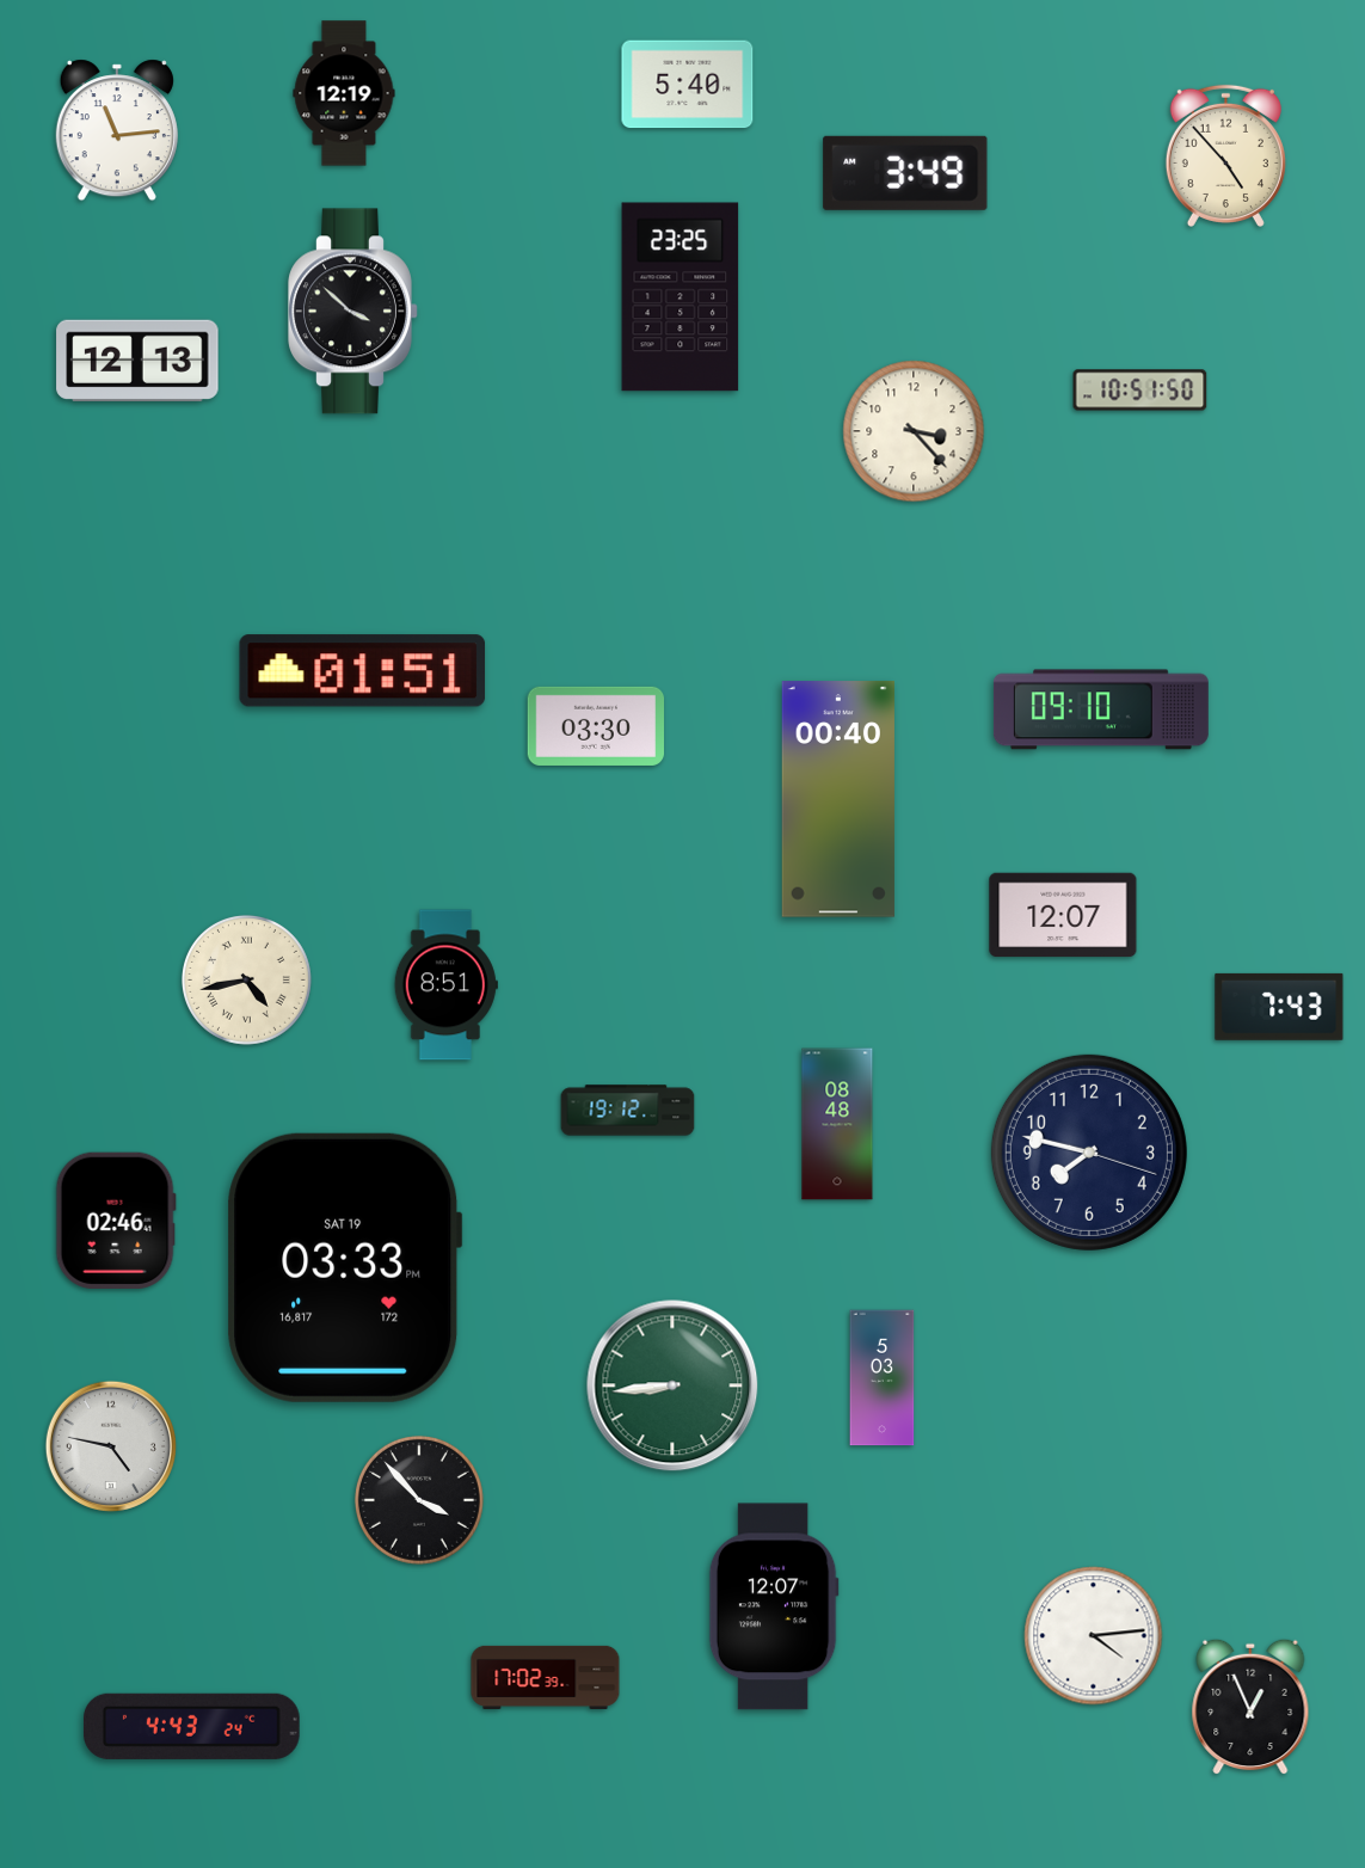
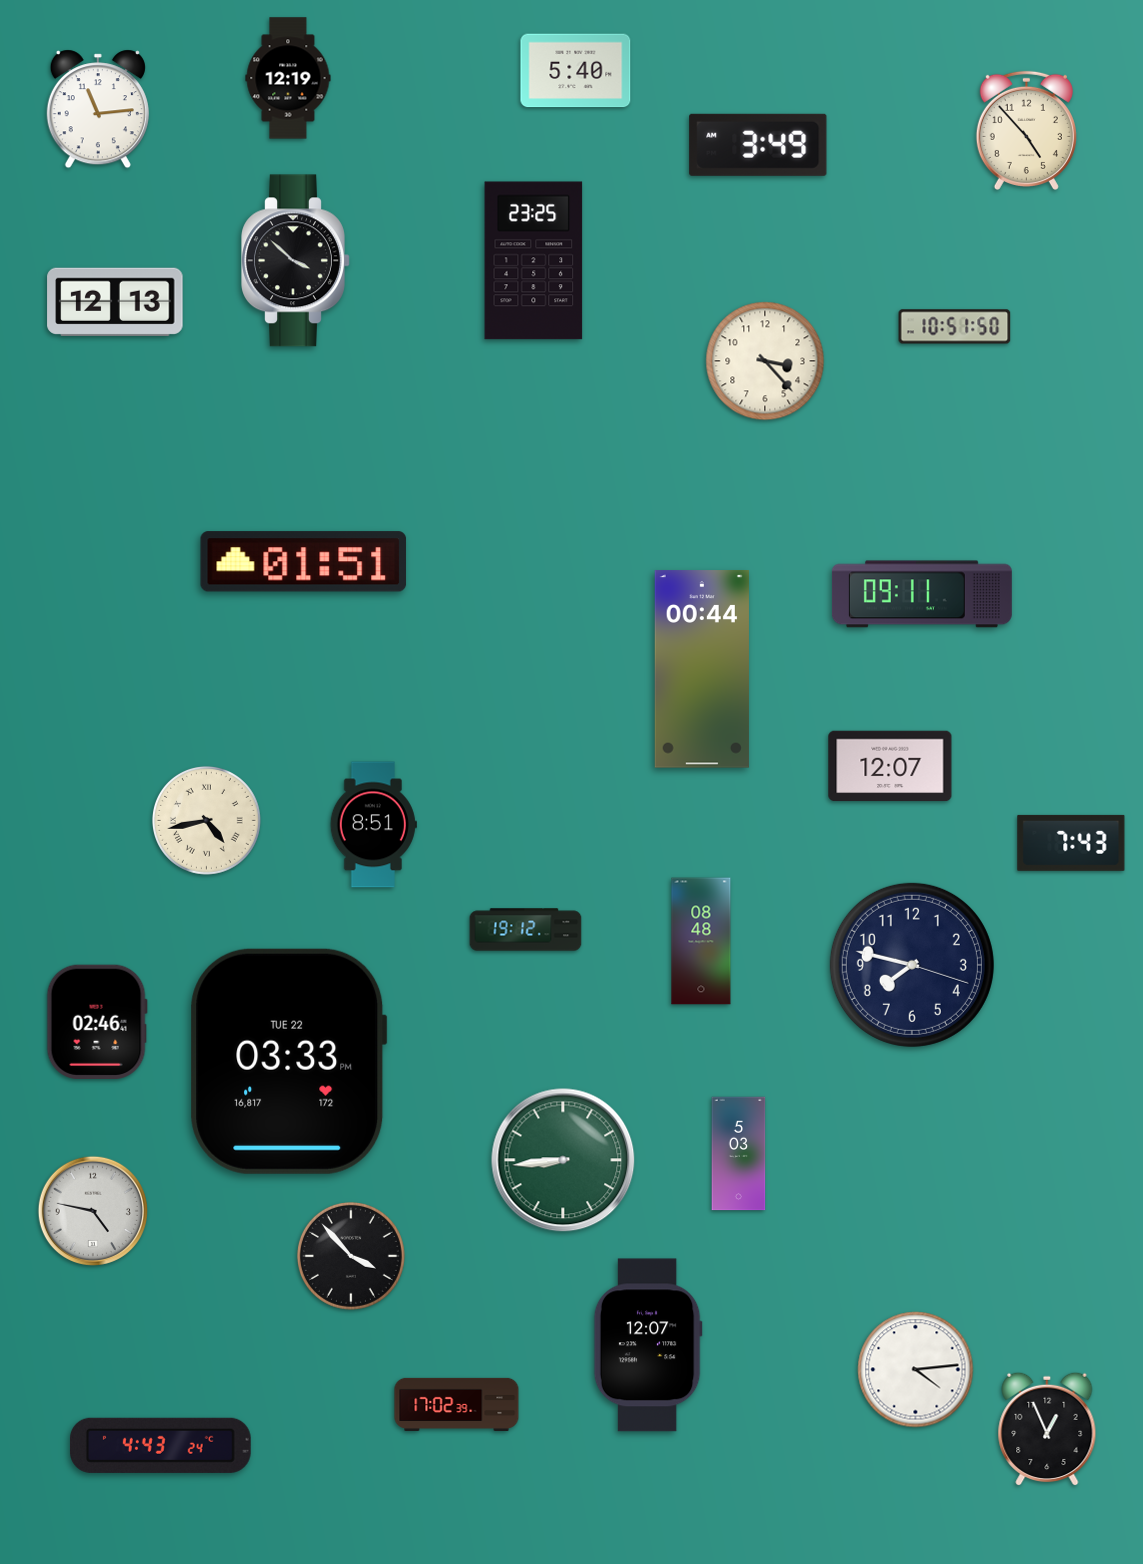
clock at (681, 297) position: (681, 297) -> (534, 261)
clock at (1101, 709): 09:10 -> 09:11
clock at (596, 726): 03:30 -> none
clock at (838, 799): 00:40 -> 00:44
clock at (345, 1267) date: SAT 19 -> TUE 22
